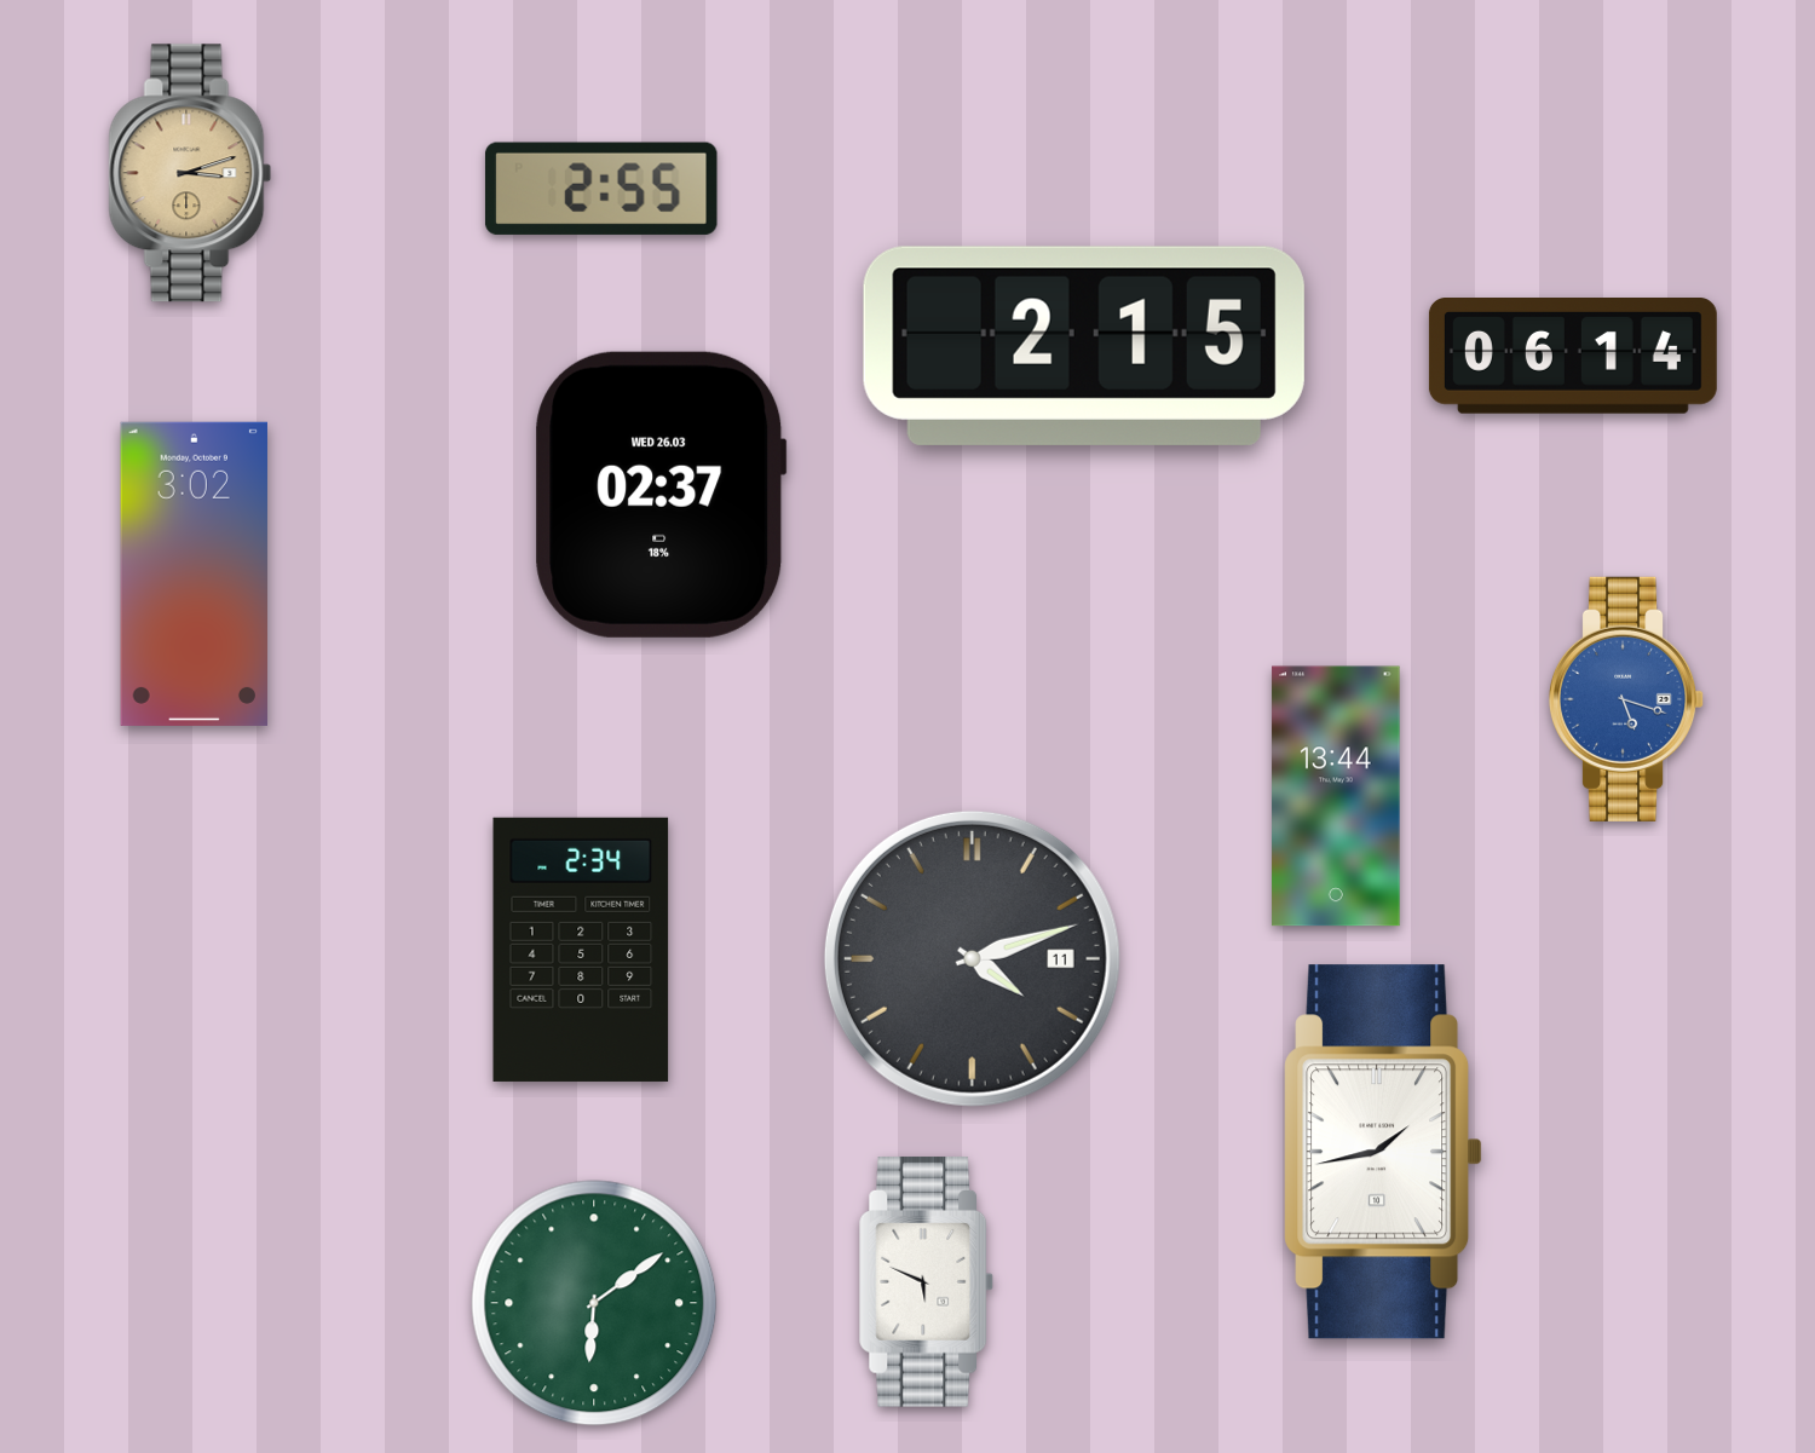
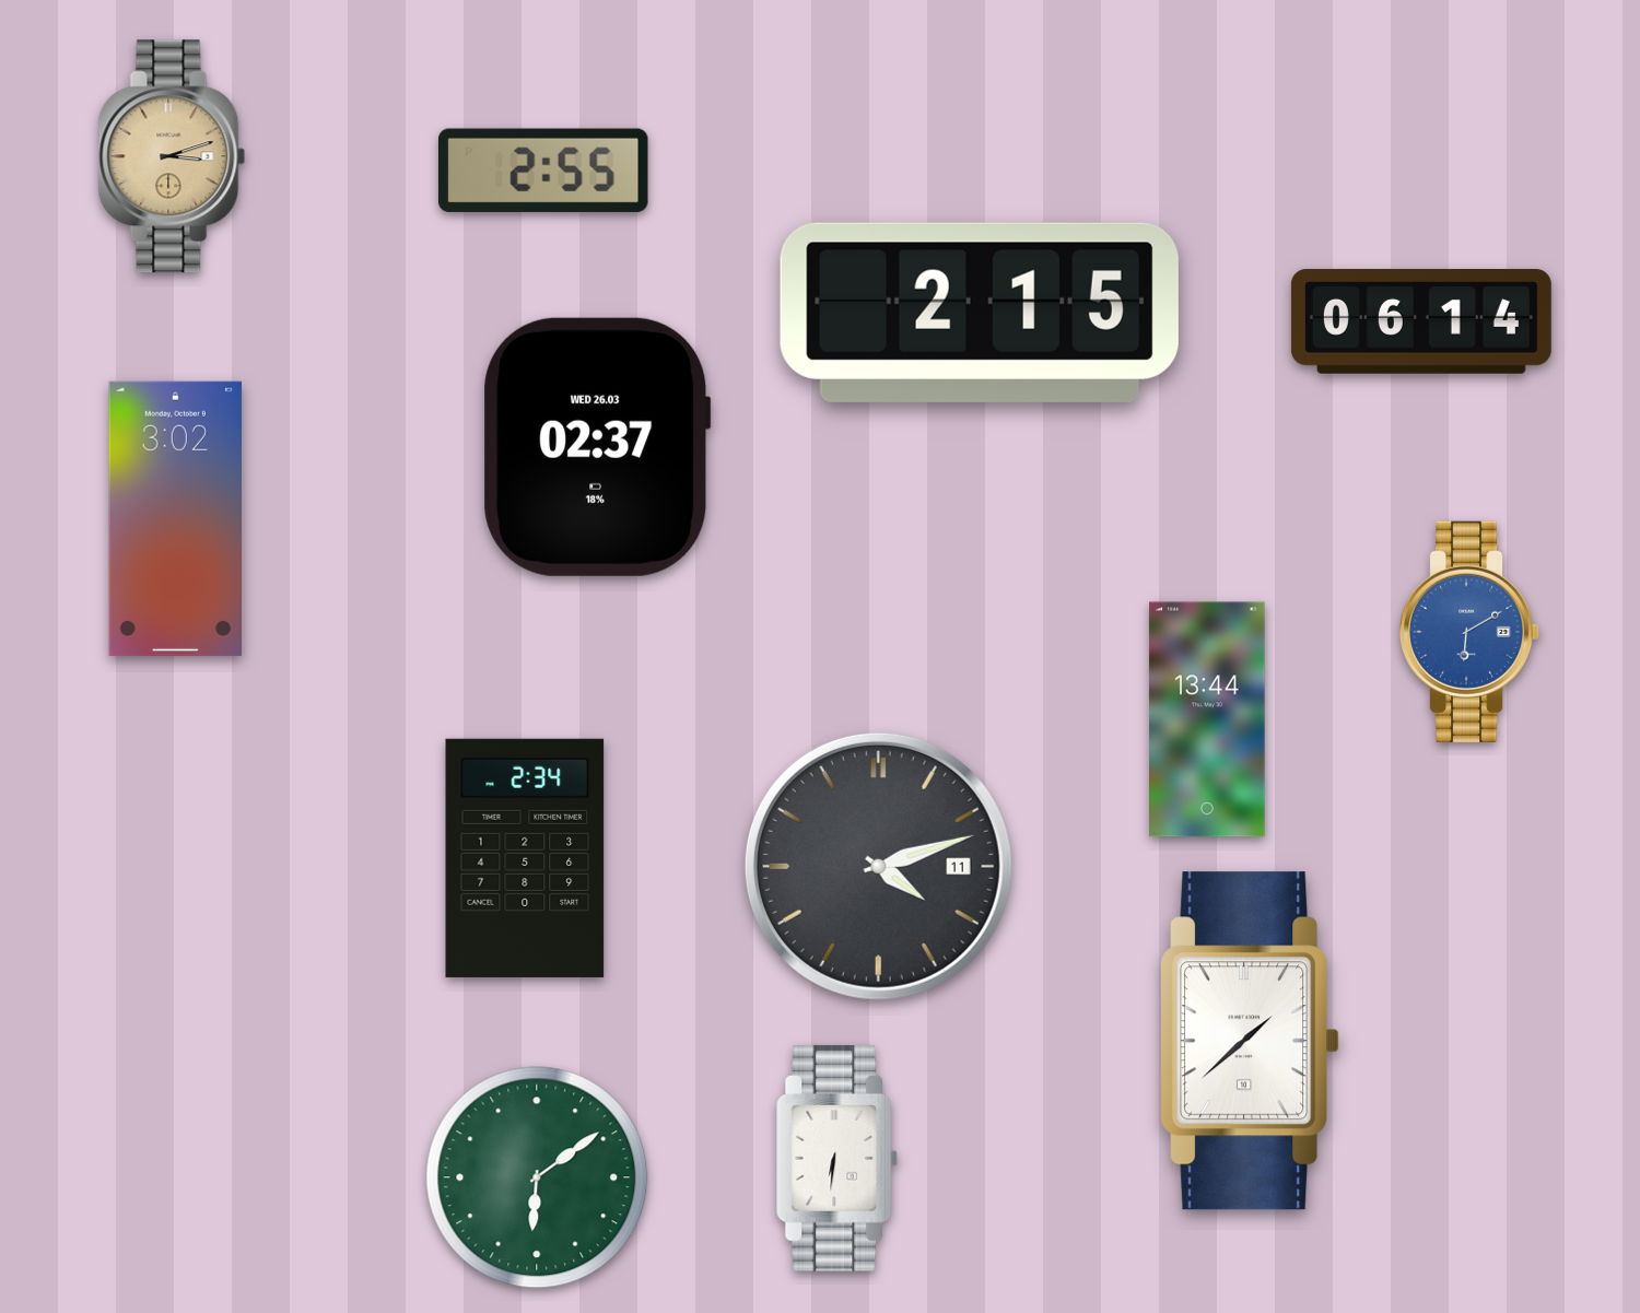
clock at (1626, 699): 5:18 -> 6:10
clock at (1383, 1152): 1:43 -> 1:38
clock at (927, 1281): 5:49 -> 6:31
